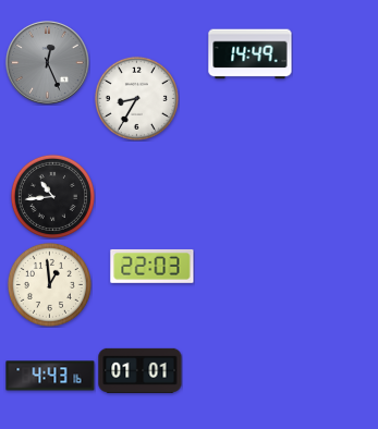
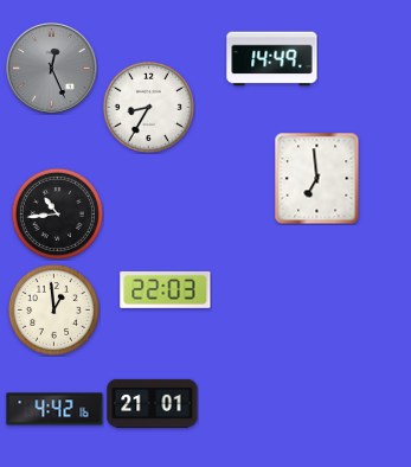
clock at (317, 178): none -> 6:59
clock at (141, 370): 01:01 -> 21:01
clock at (50, 376): 4:43 -> 4:42
